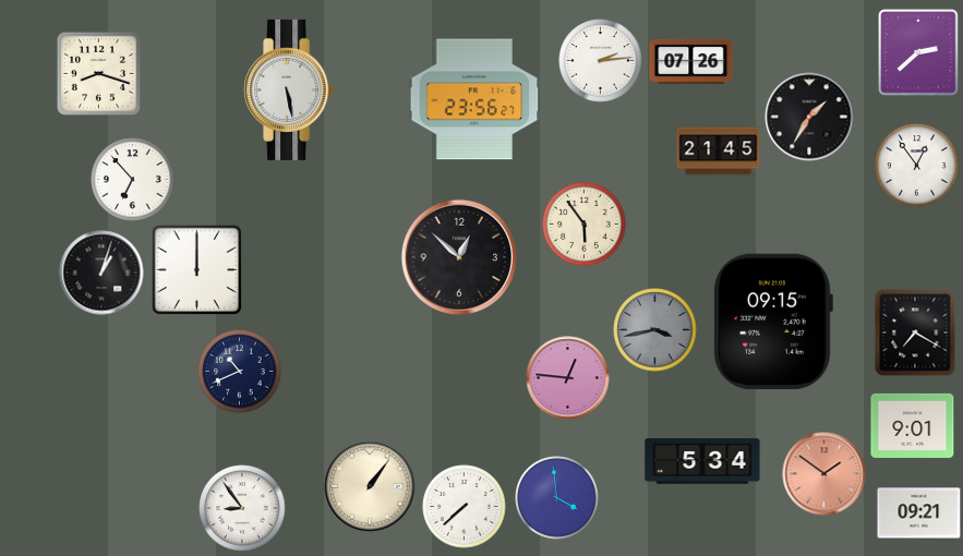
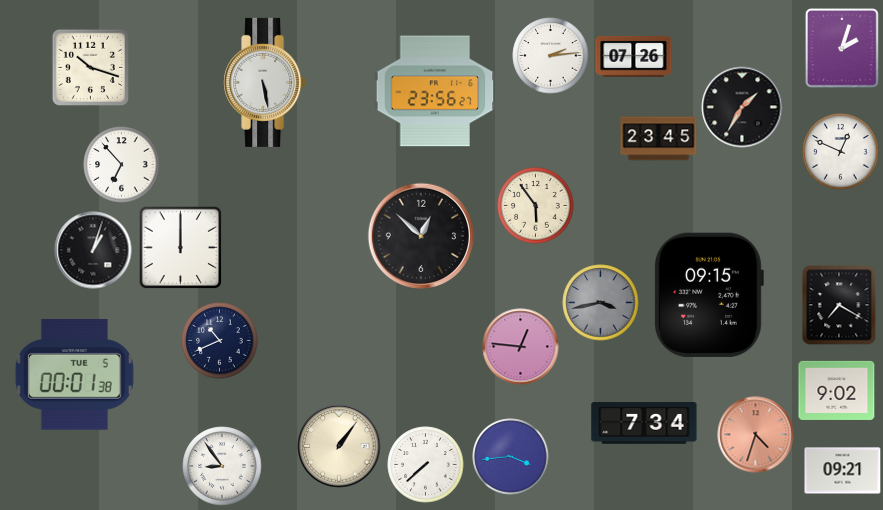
clock at (919, 53): 2:38 -> 2:03
clock at (98, 73): 8:18 -> 10:18
clock at (719, 152): 21:45 -> 23:45
clock at (917, 166): 12:54 -> 12:49
clock at (74, 375): none -> 00:01
clock at (913, 425): 9:01 -> 9:02
clock at (702, 461): 5:34 -> 7:34
clock at (824, 474): 1:51 -> 4:33
clock at (557, 498): 3:59 -> 3:44
